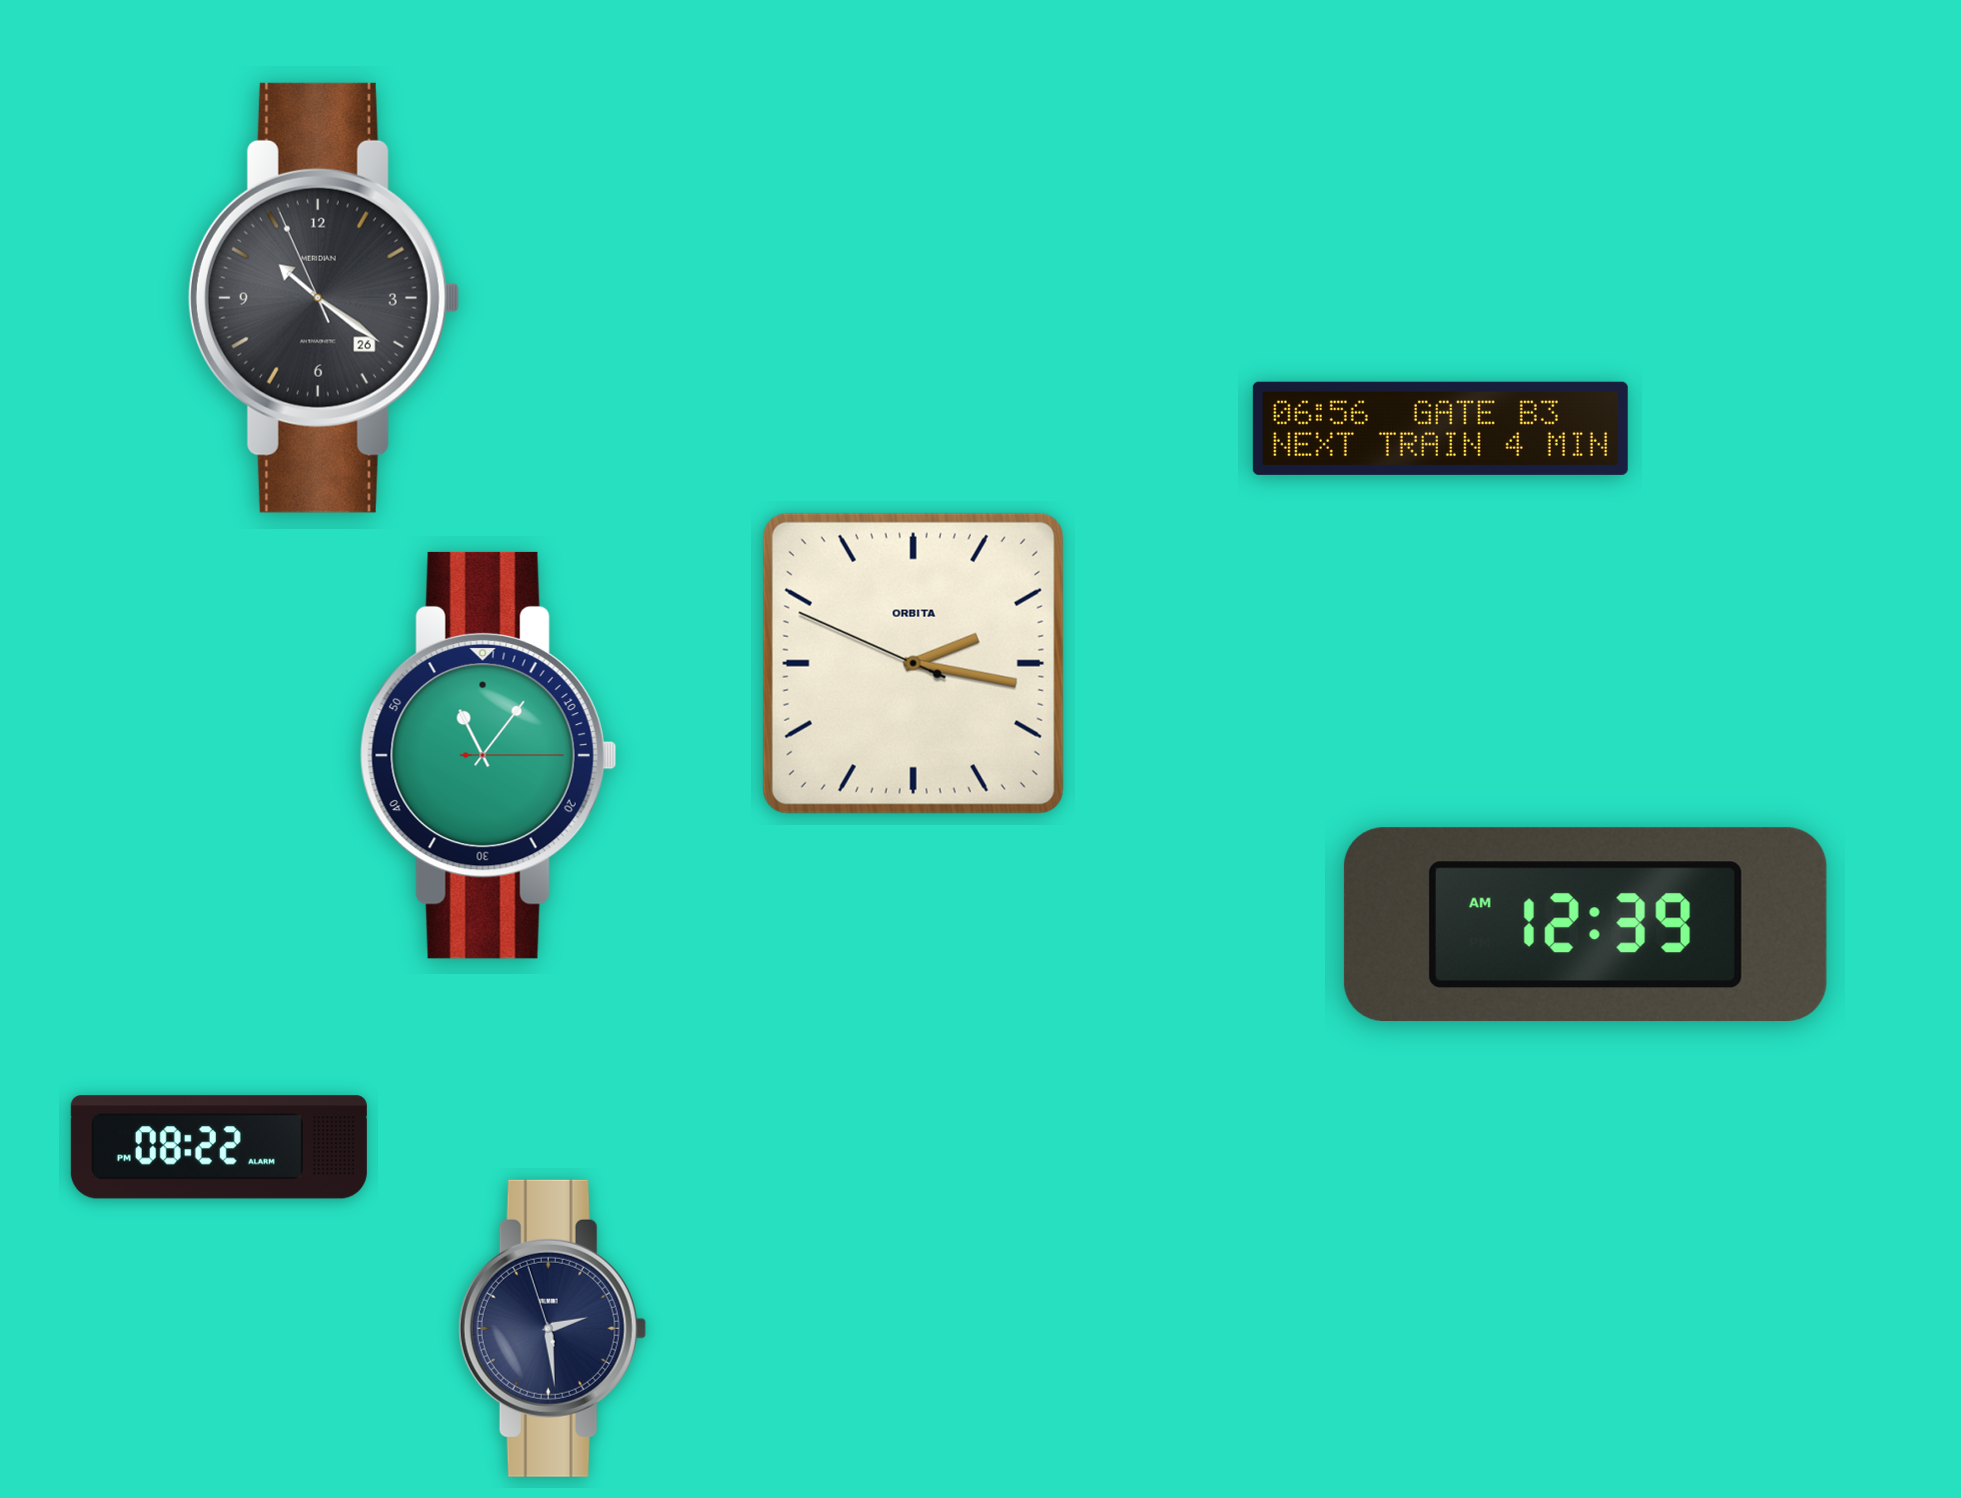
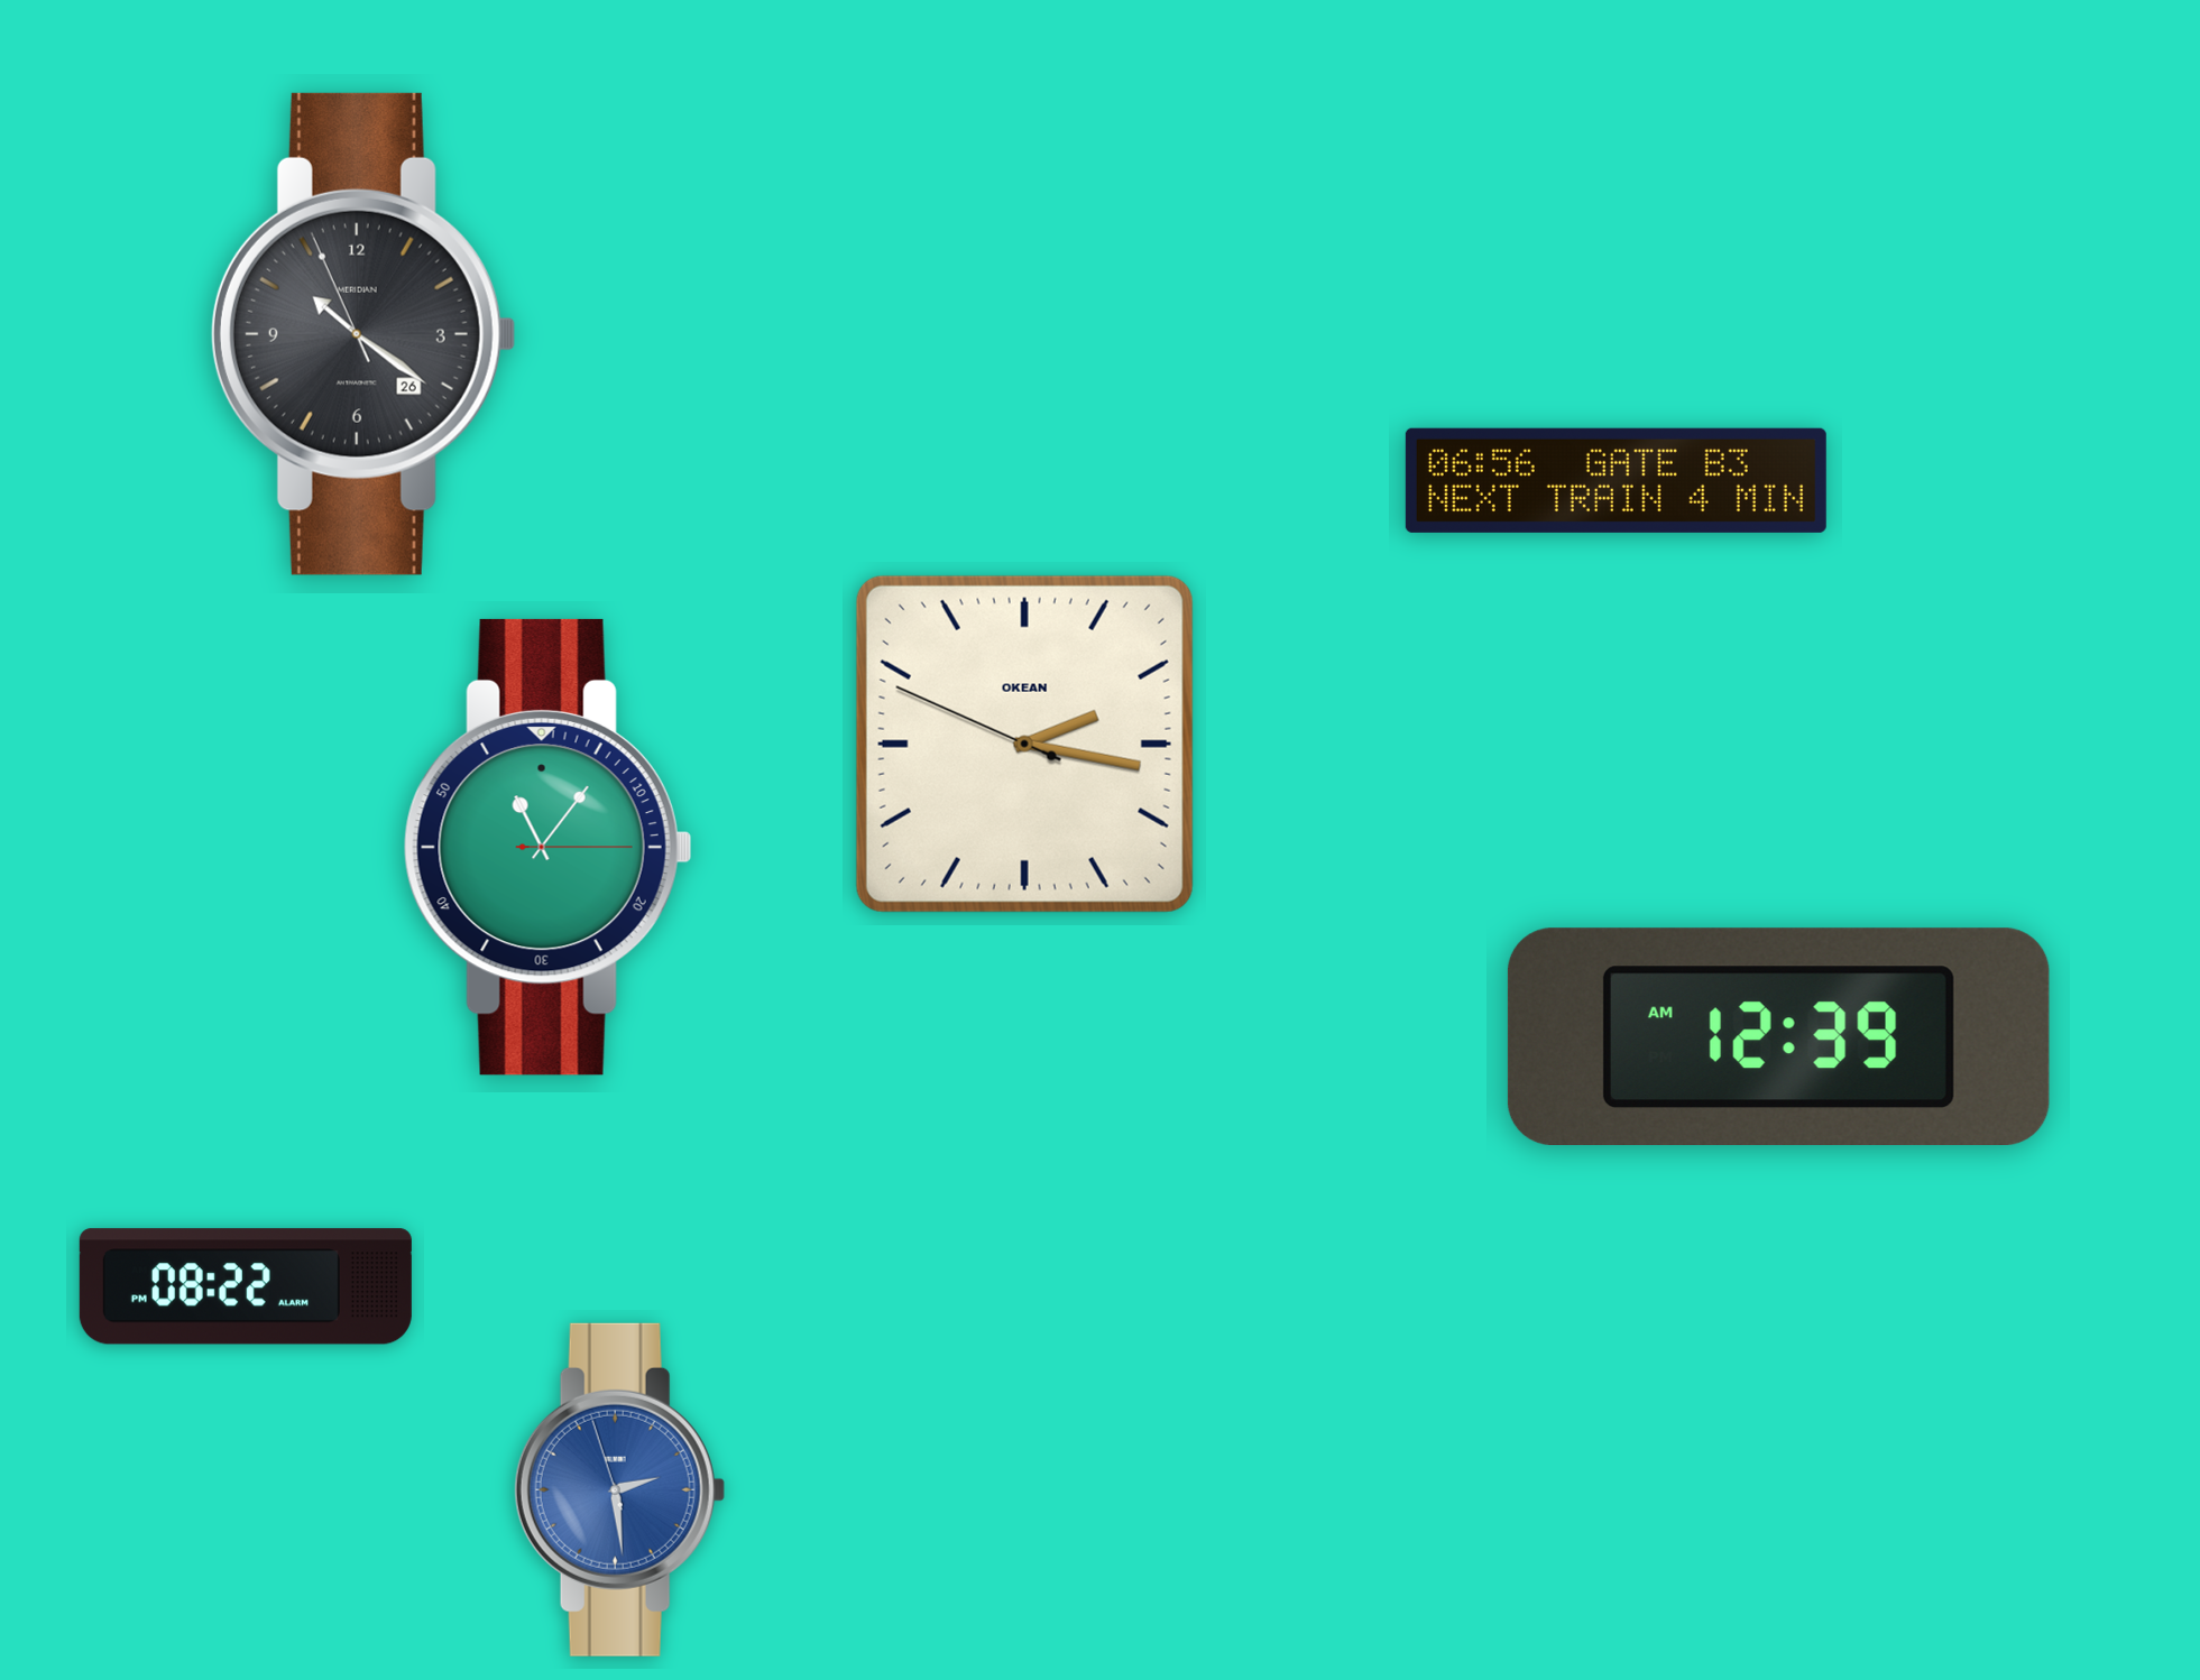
clock at (913, 663) brand: ORBITA -> OKEAN
clock at (552, 1328) dial: navy -> blue
